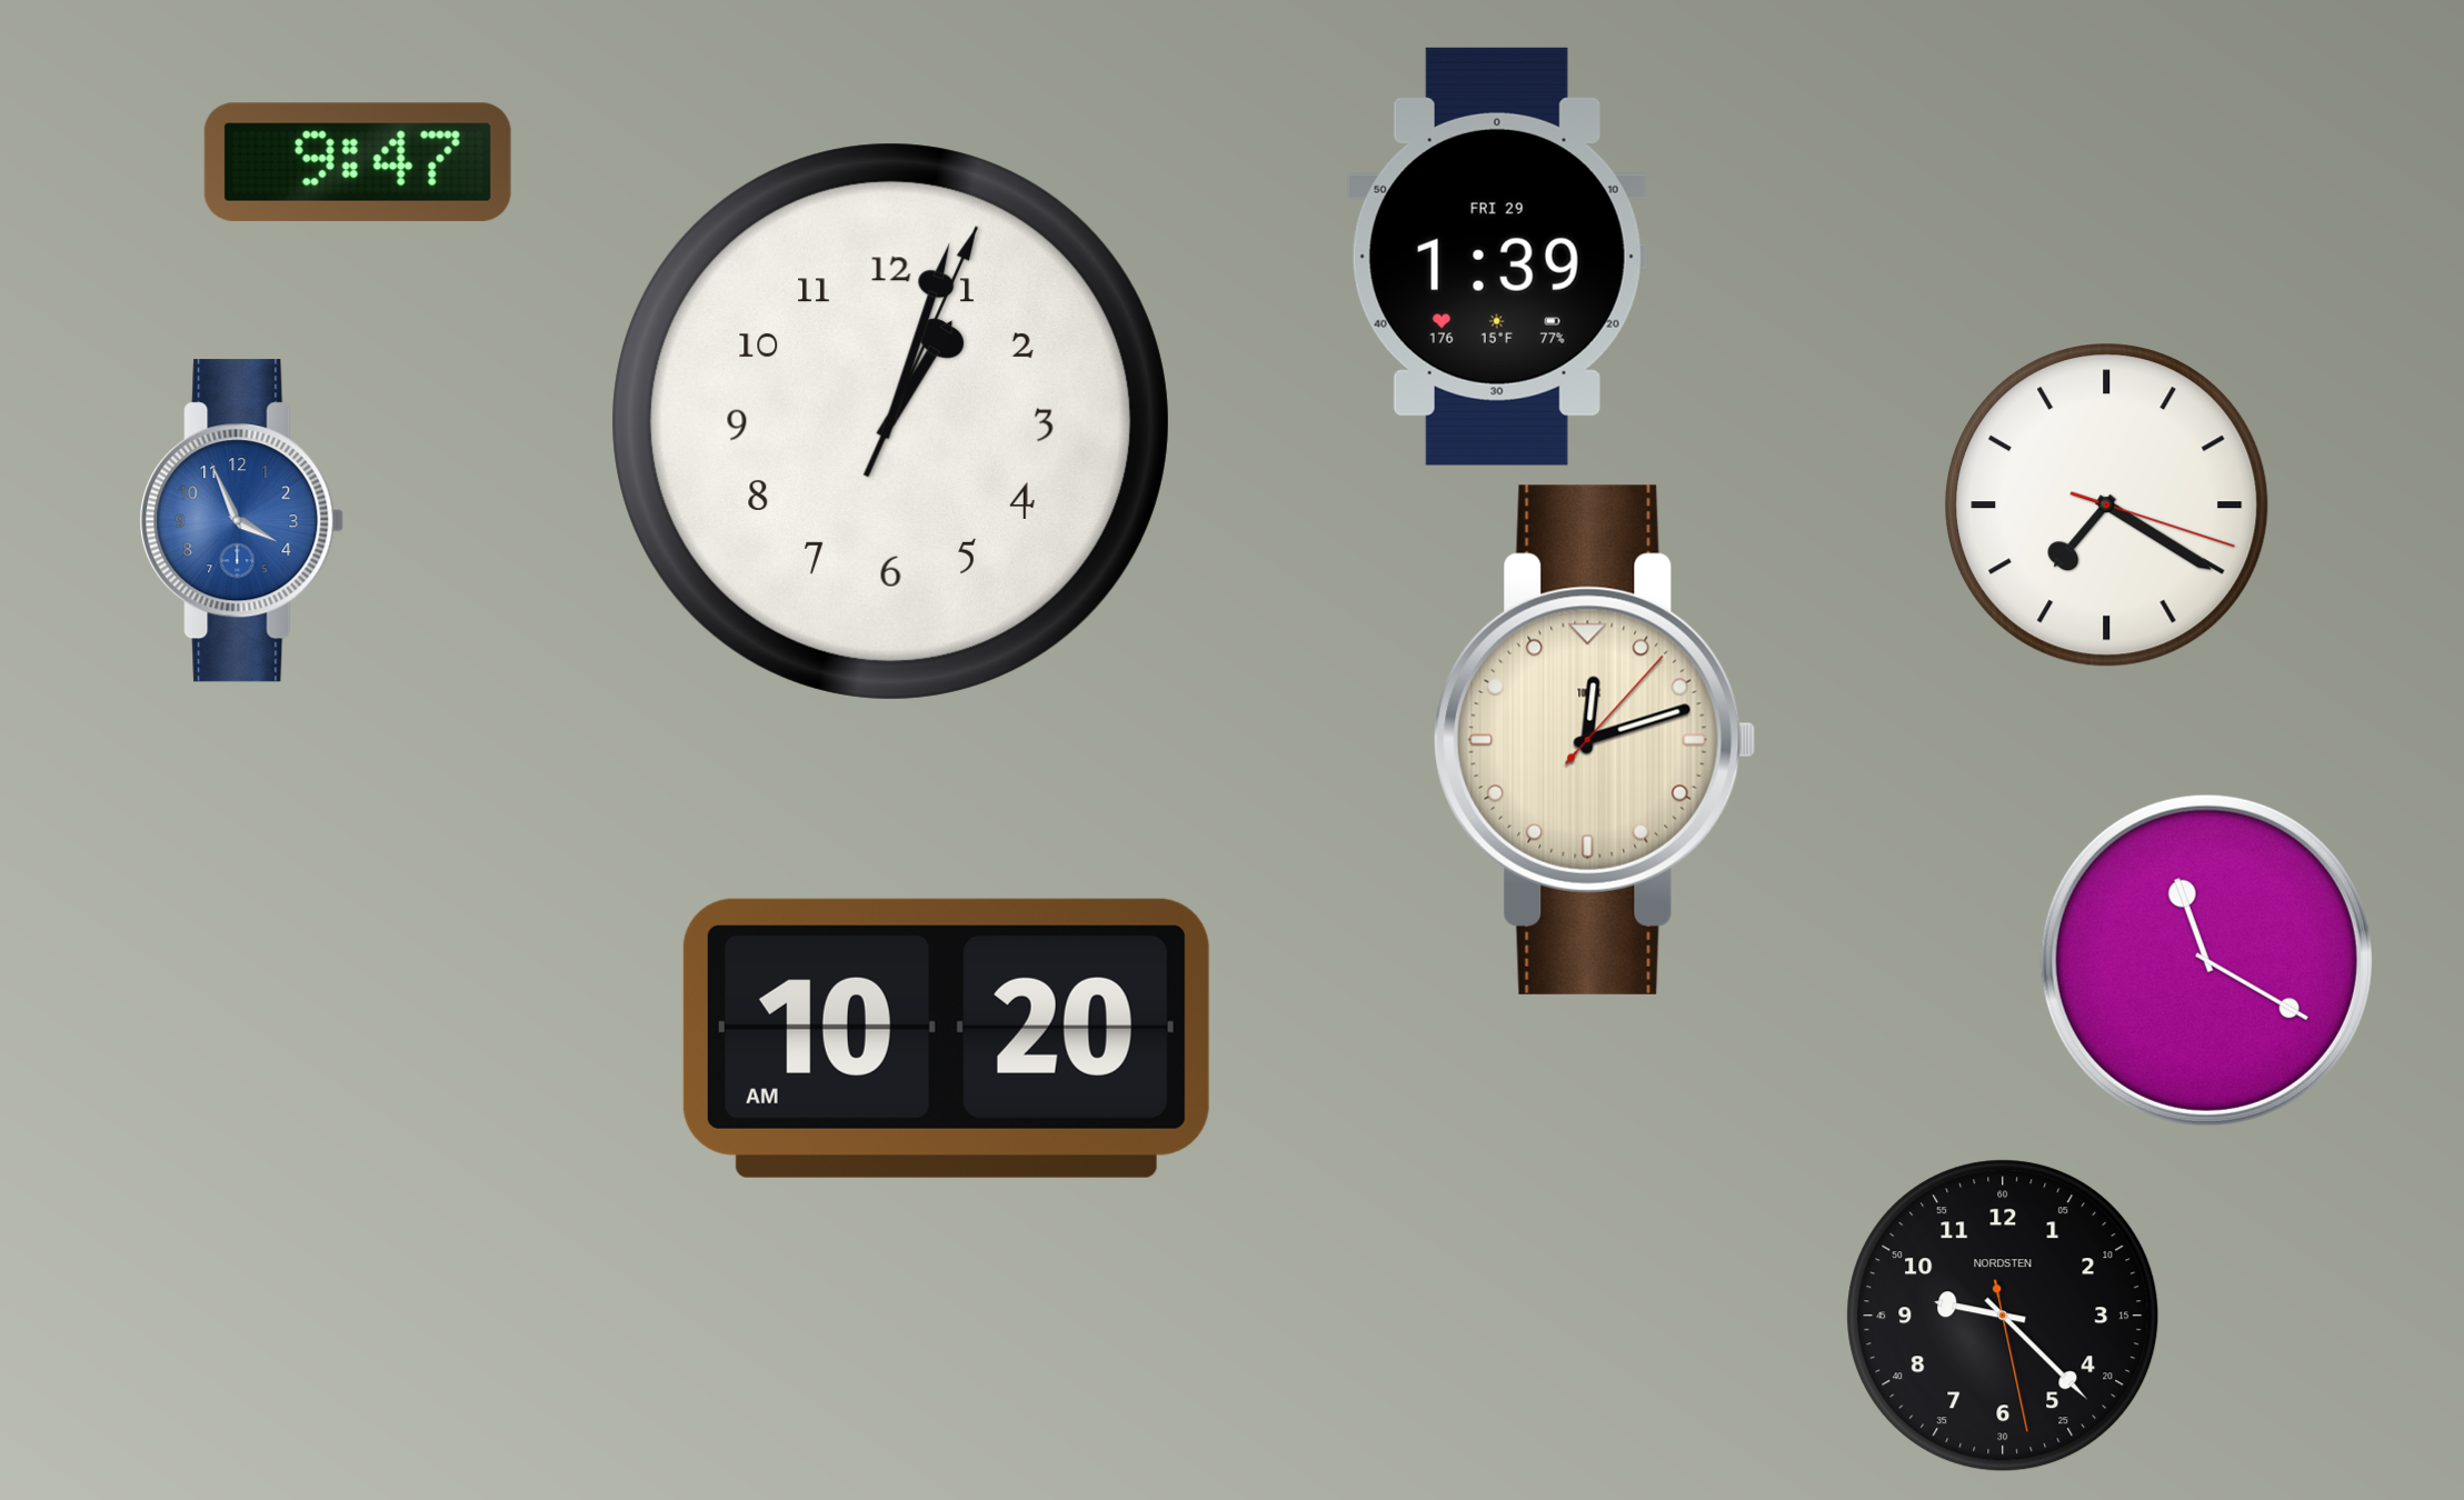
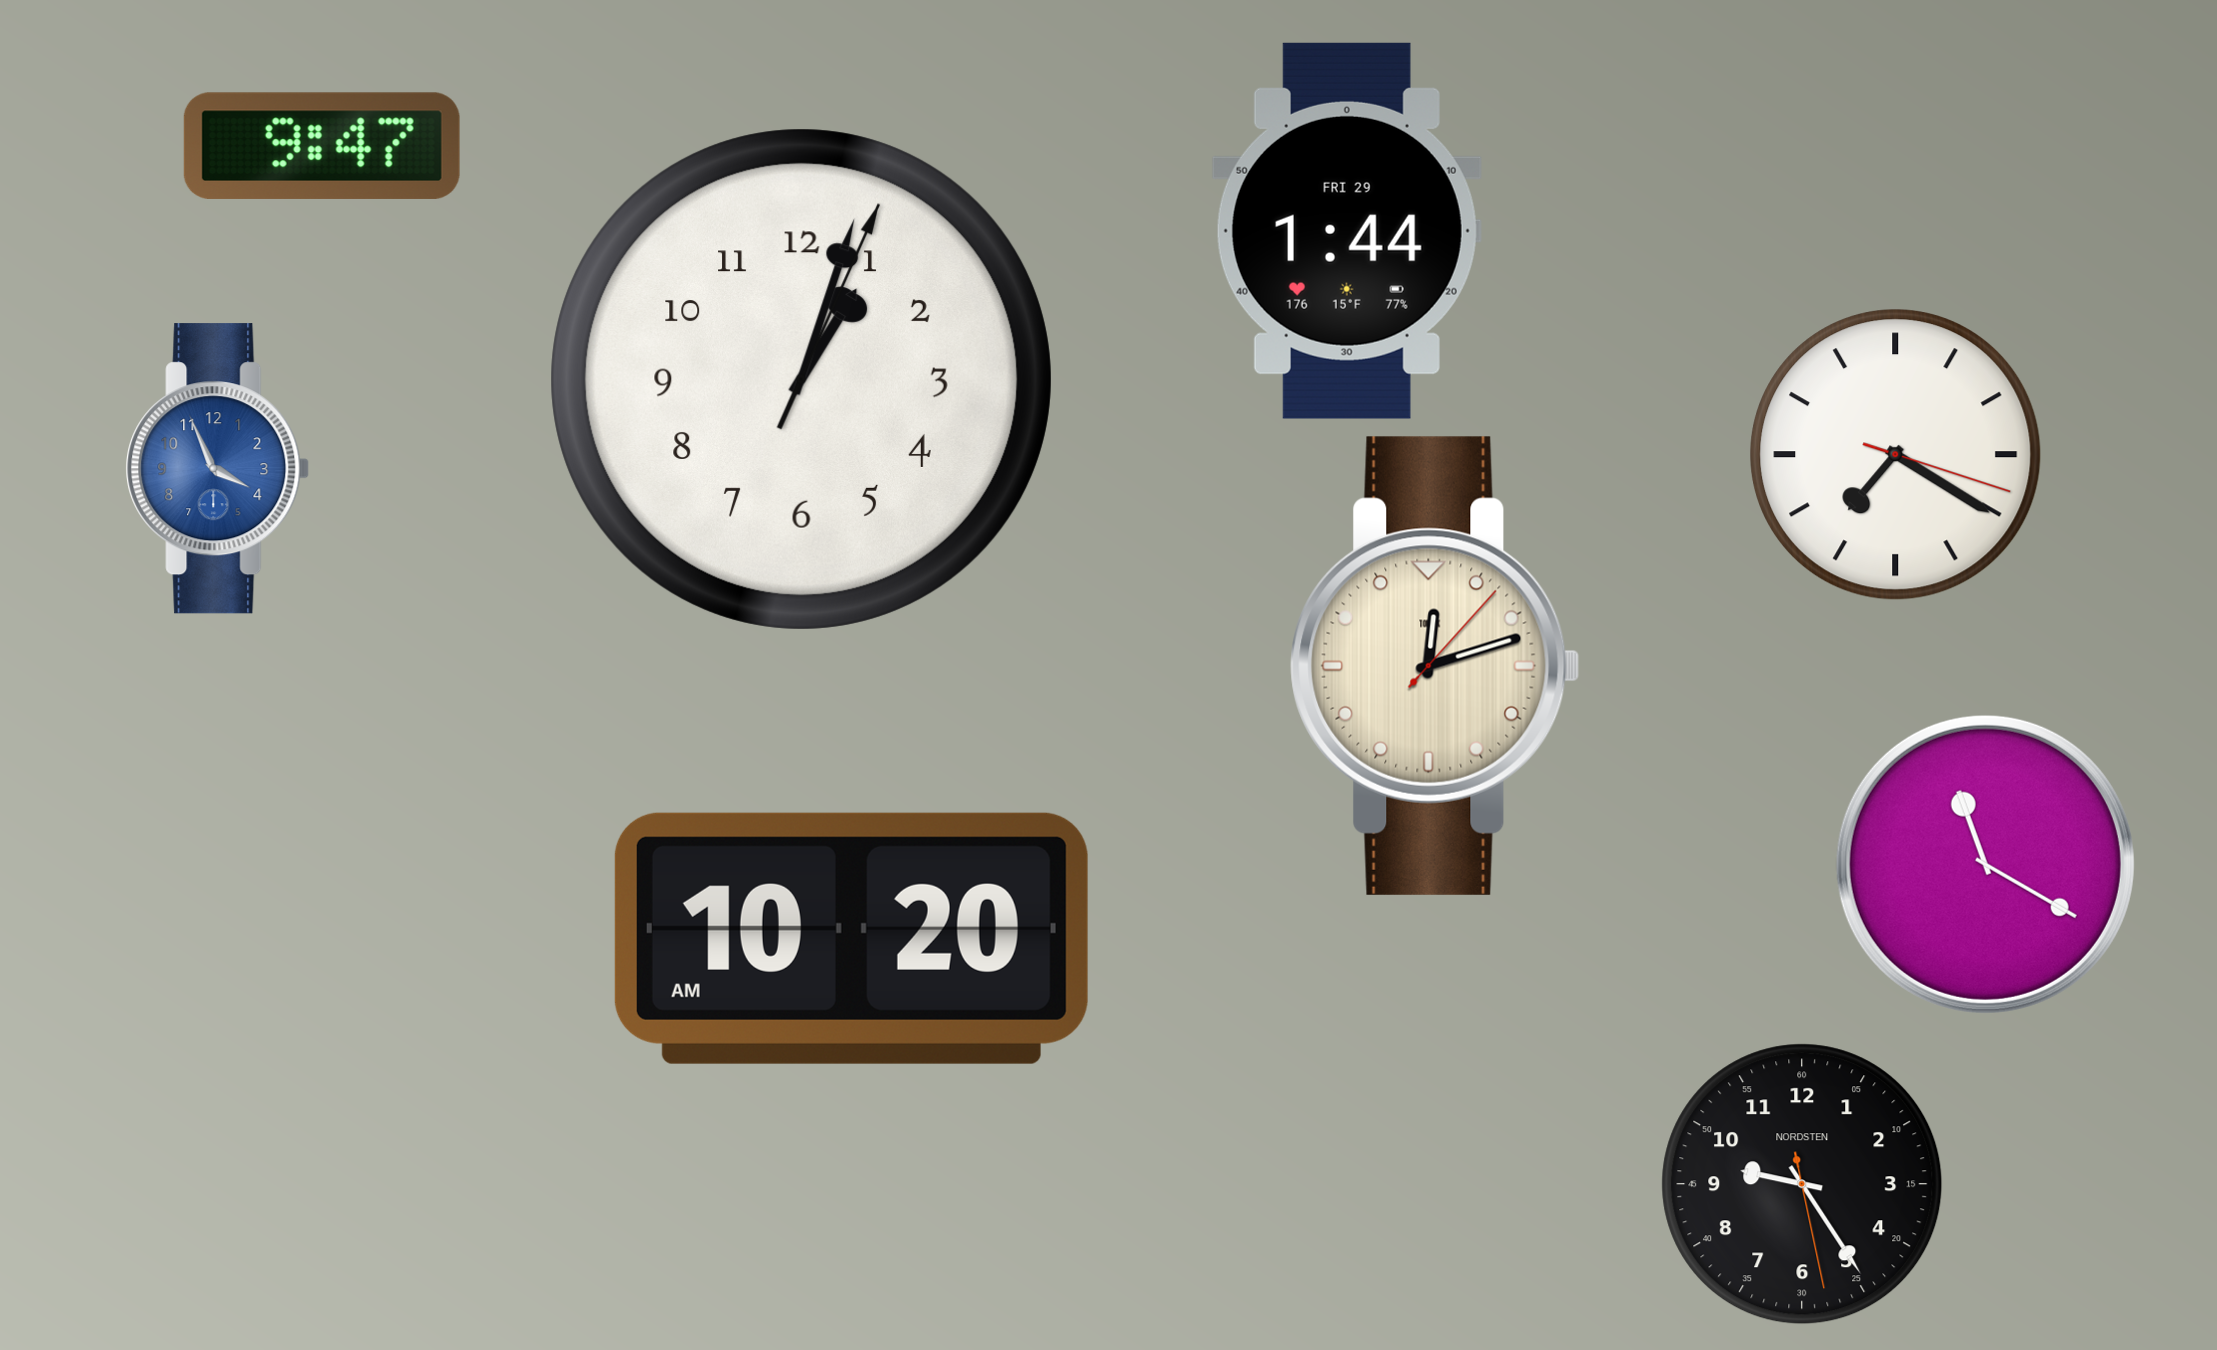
clock at (1497, 257): 1:39 -> 1:44
clock at (946, 1038) position: (946, 1038) -> (851, 938)
clock at (2003, 1316): 9:22 -> 9:24
